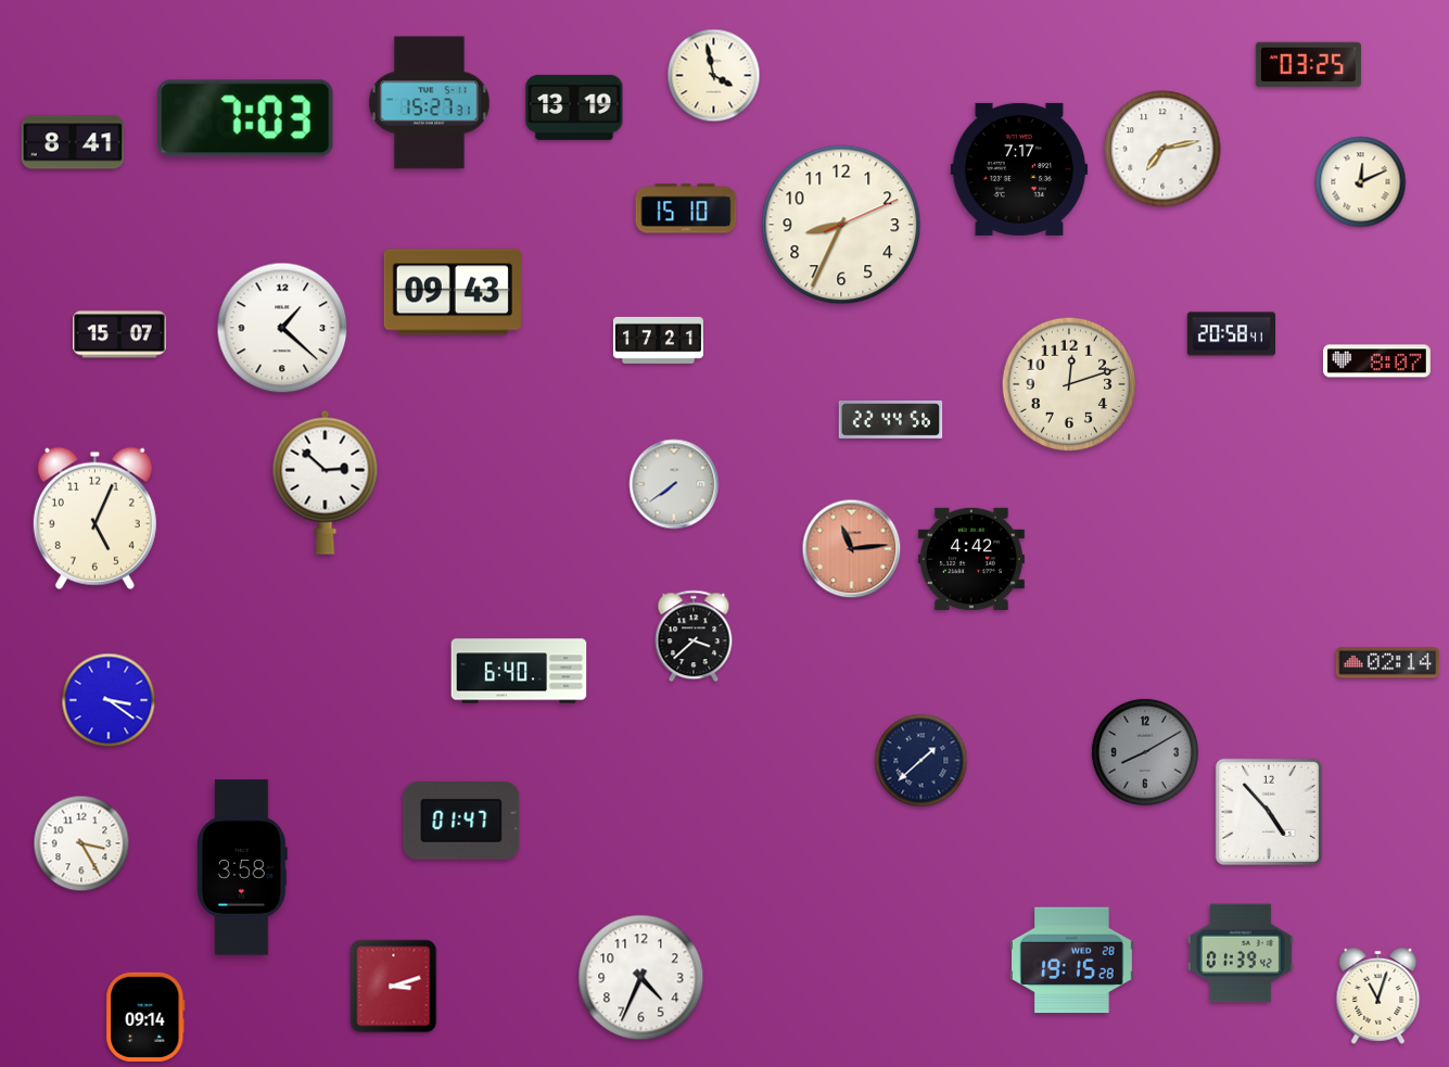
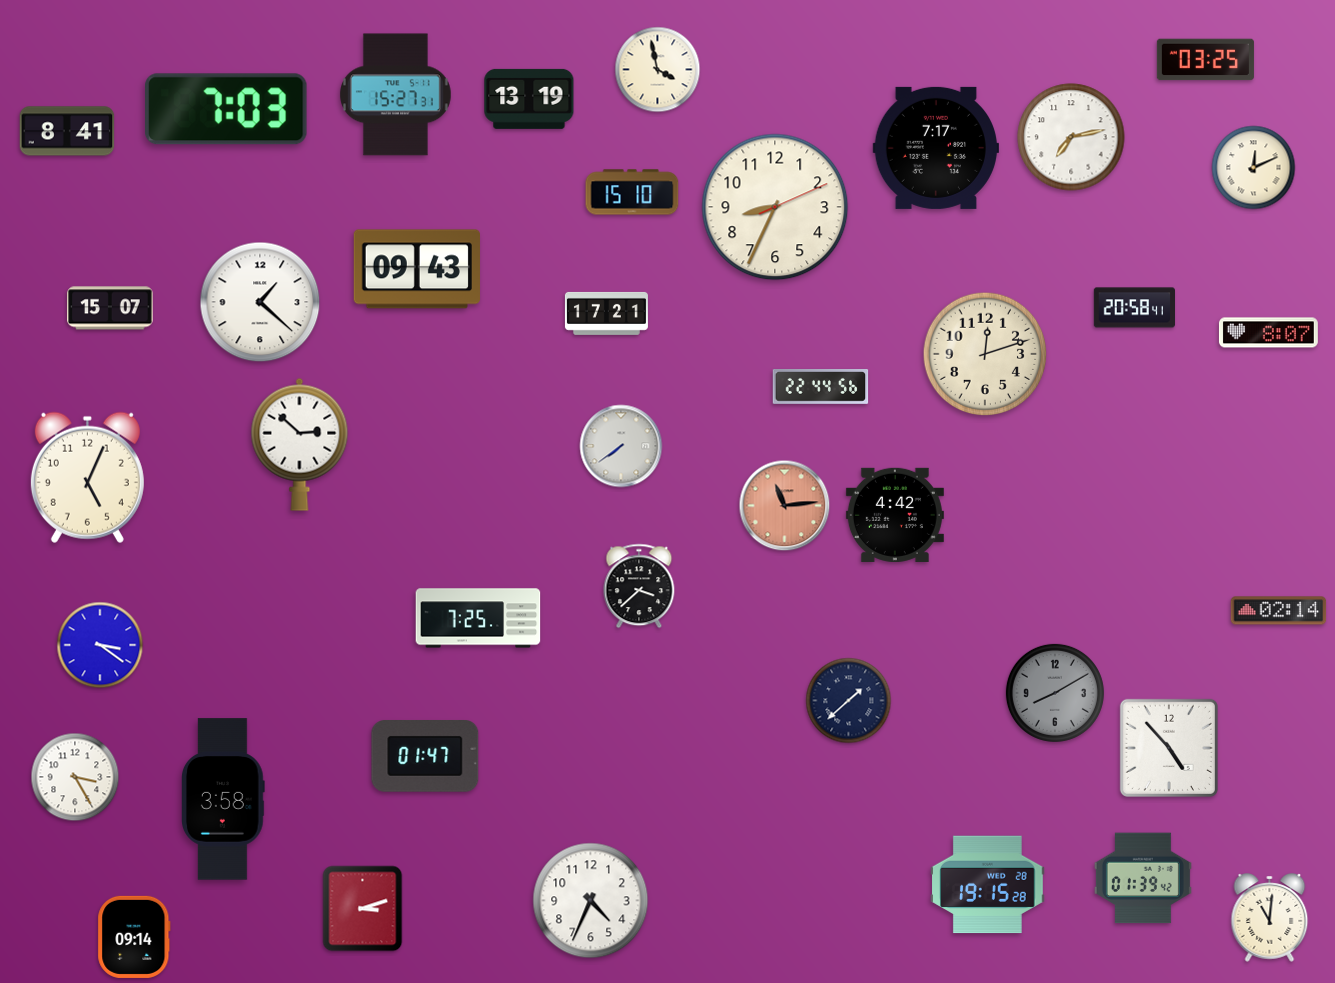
clock at (1019, 169) position: (1019, 169) -> (936, 148)
clock at (519, 671): 6:40 -> 7:25
clock at (1378, 996): 11:03 -> 11:01
